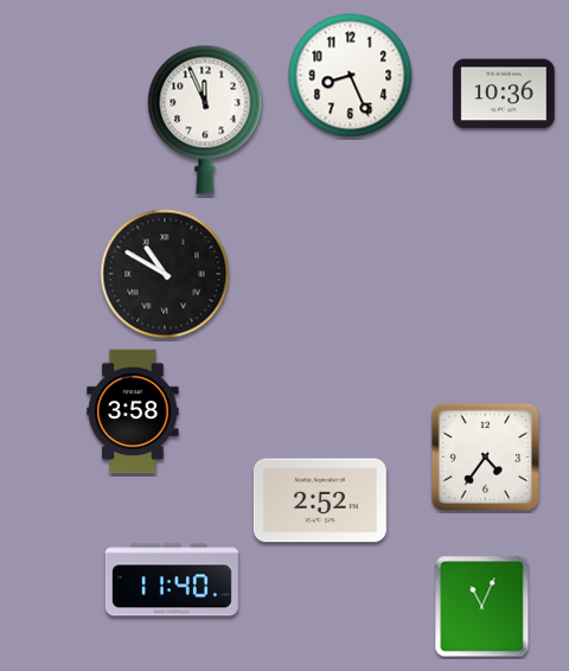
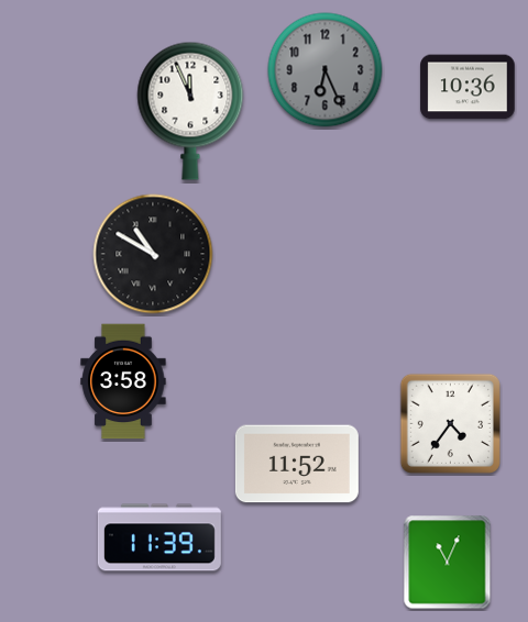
clock at (351, 76): 8:26 -> 6:26
clock at (351, 76) dial: white -> grey
clock at (320, 500): 2:52 -> 11:52
clock at (172, 580): 11:40 -> 11:39
